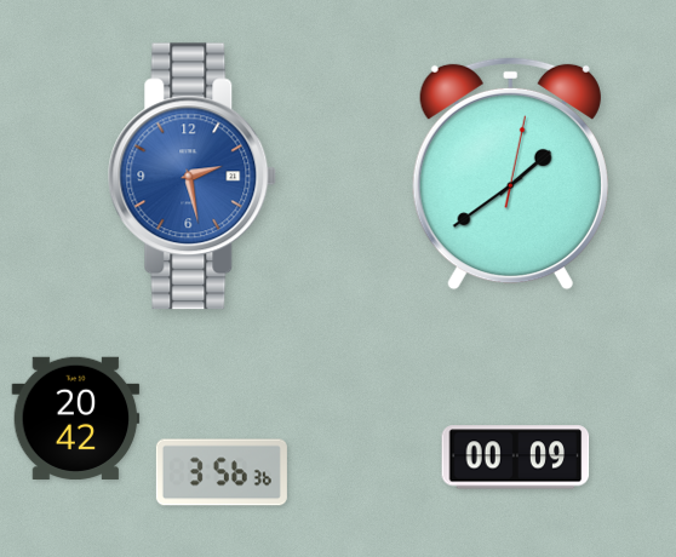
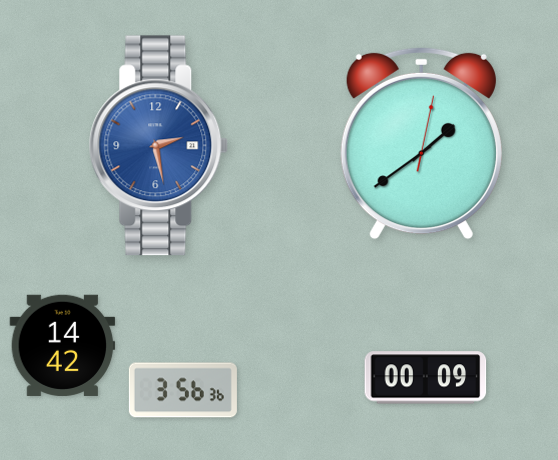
clock at (76, 418): 20:42 -> 14:42
